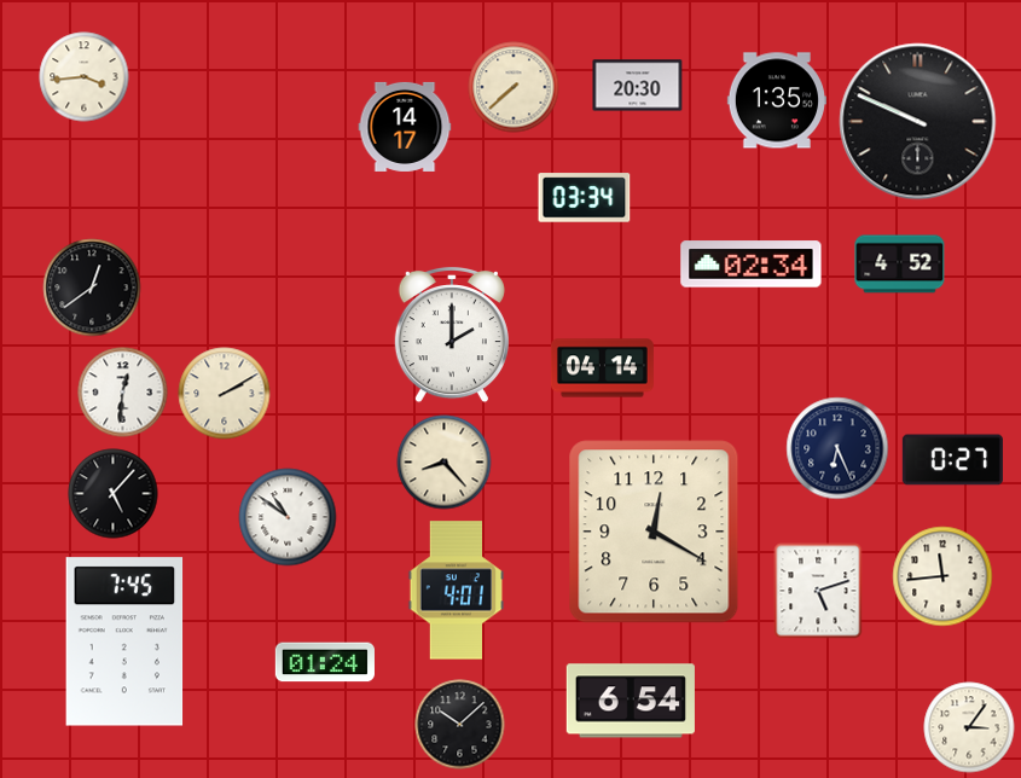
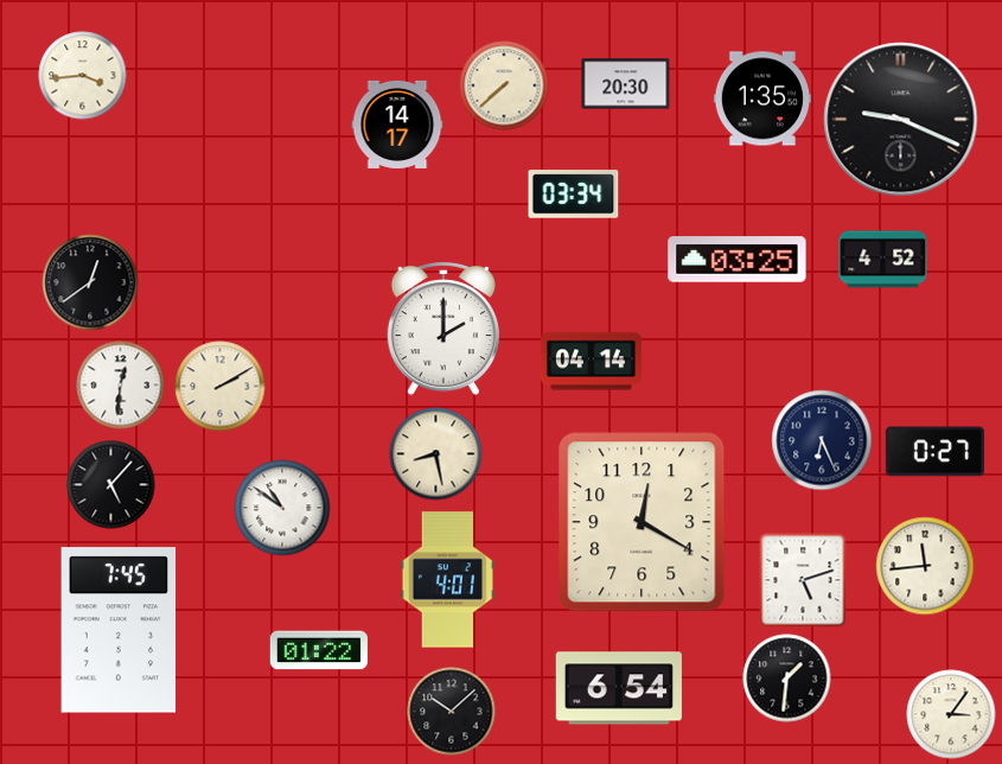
clock at (918, 122): 9:49 -> 9:19
clock at (752, 265): 02:34 -> 03:25
clock at (445, 463): 8:23 -> 8:28
clock at (124, 641) position: (124, 641) -> (119, 630)
clock at (325, 662): 01:24 -> 01:22
clock at (787, 679): none -> 1:31
